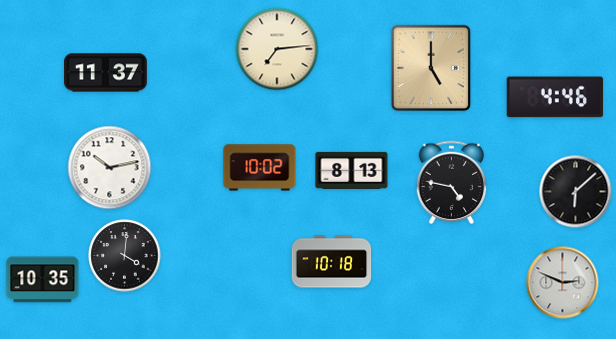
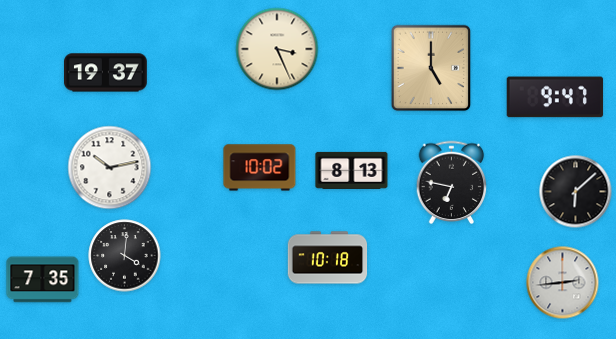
clock at (277, 49): 7:14 -> 3:26
clock at (106, 73): 11:37 -> 19:37
clock at (555, 97): 4:46 -> 9:47
clock at (452, 183): 4:47 -> 6:47
clock at (332, 262) position: (332, 262) -> (328, 258)
clock at (43, 280): 10:35 -> 7:35
clock at (563, 283): 2:49 -> 2:44
